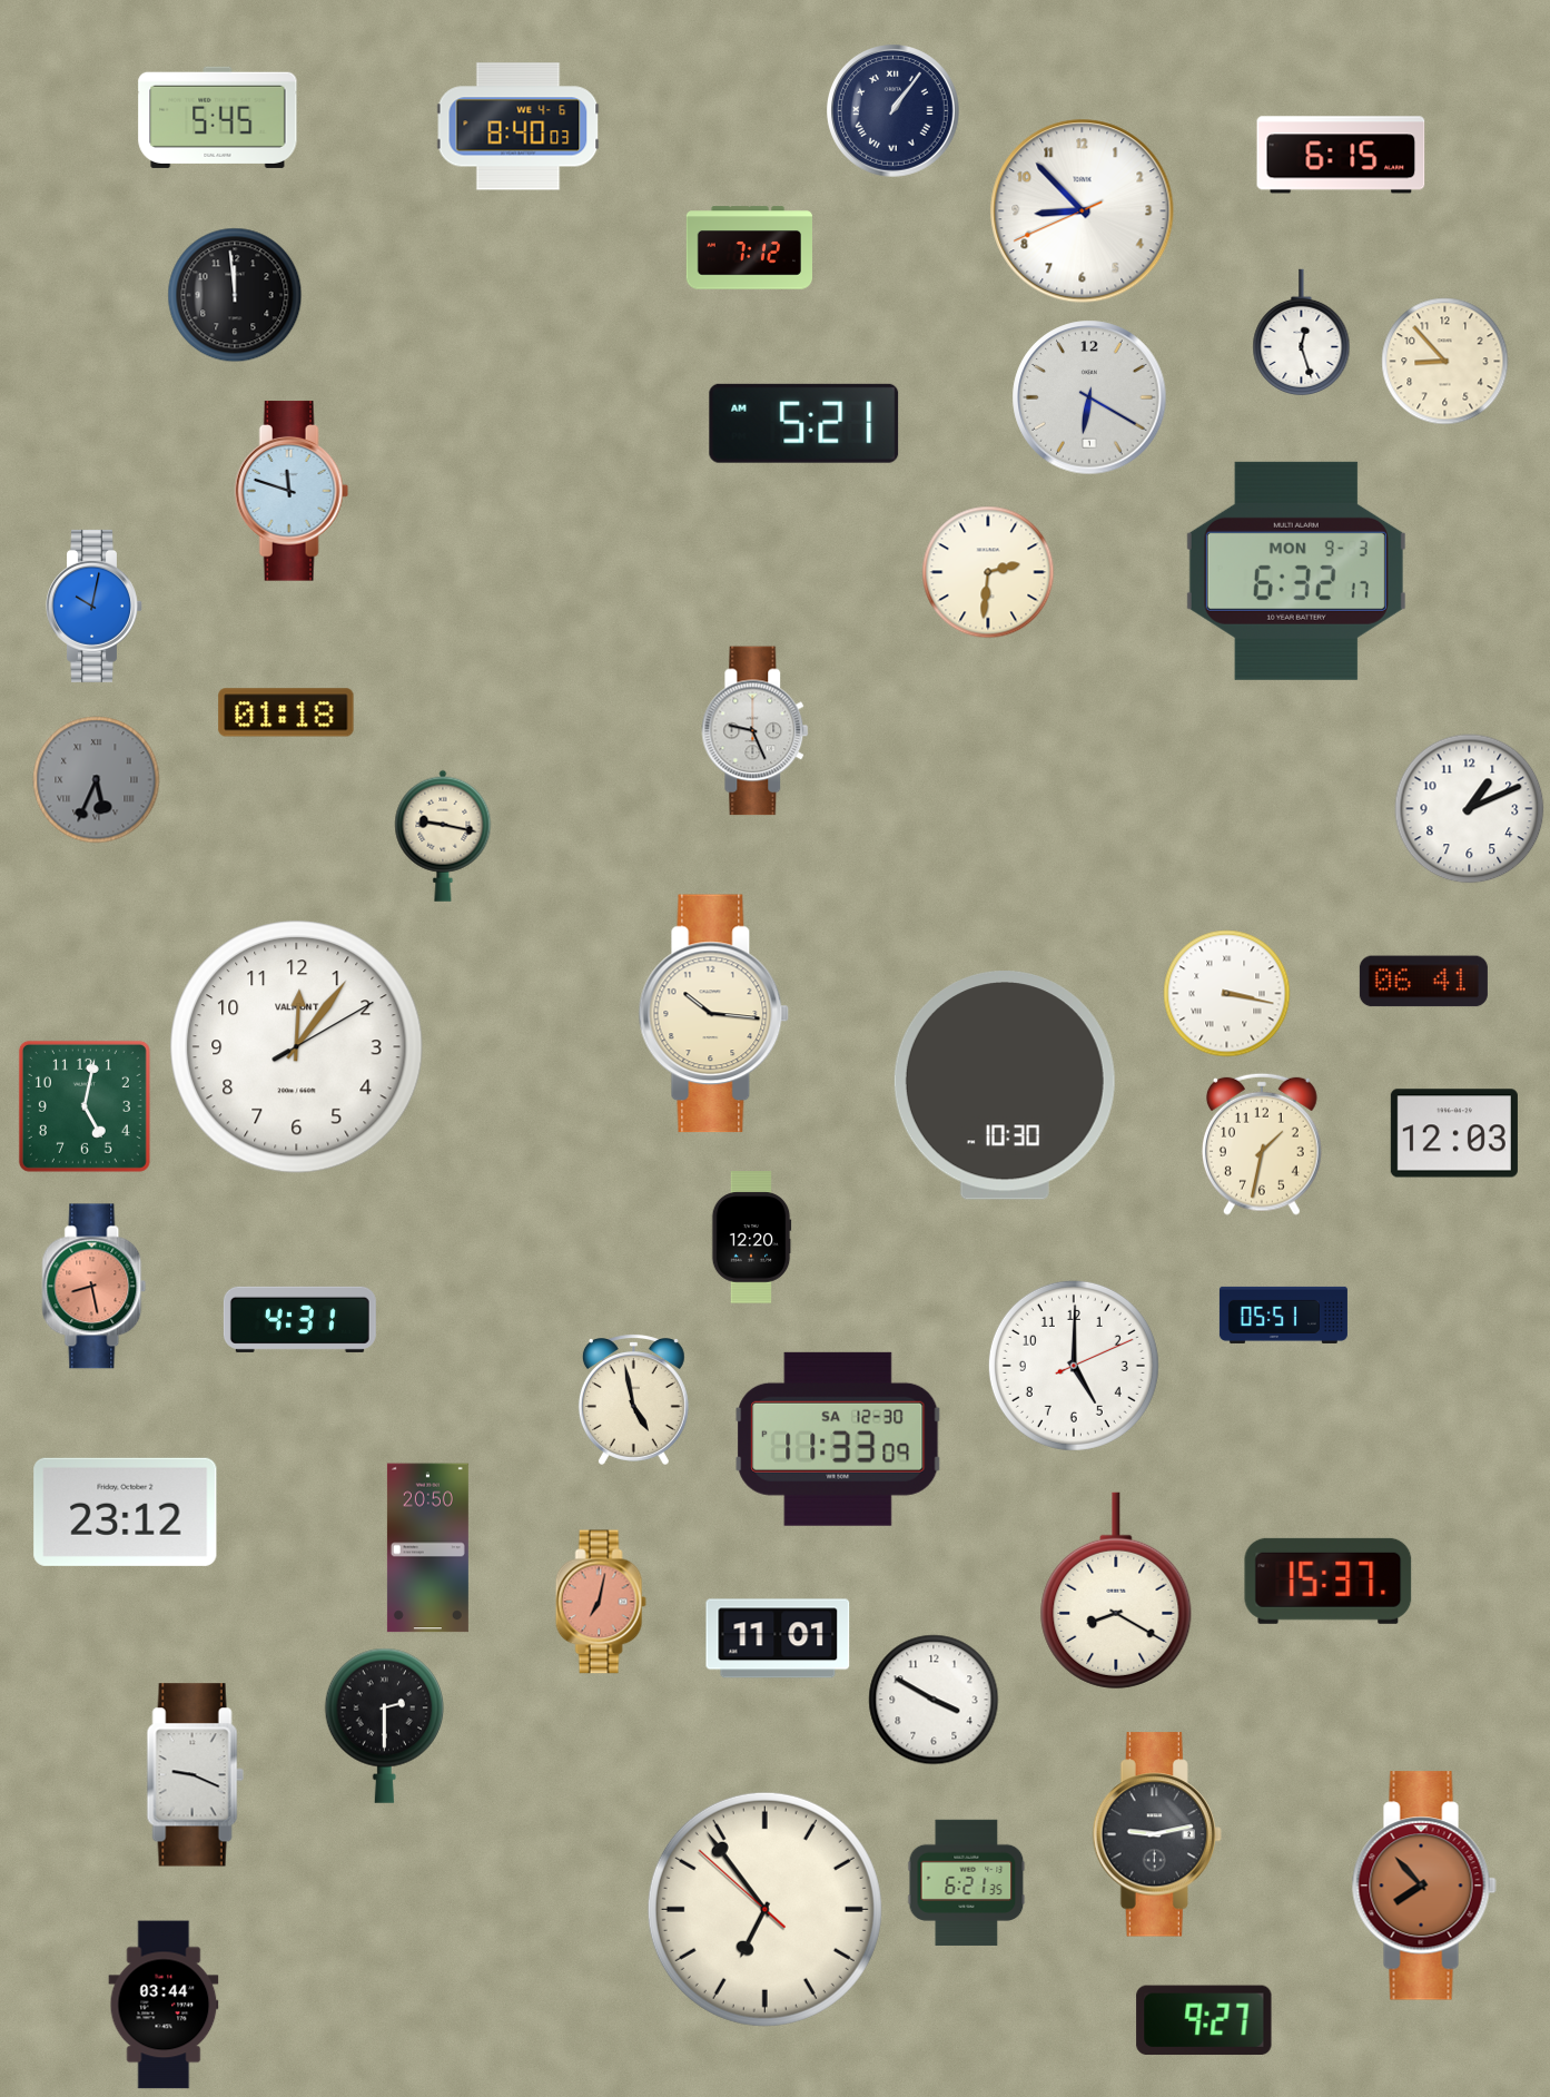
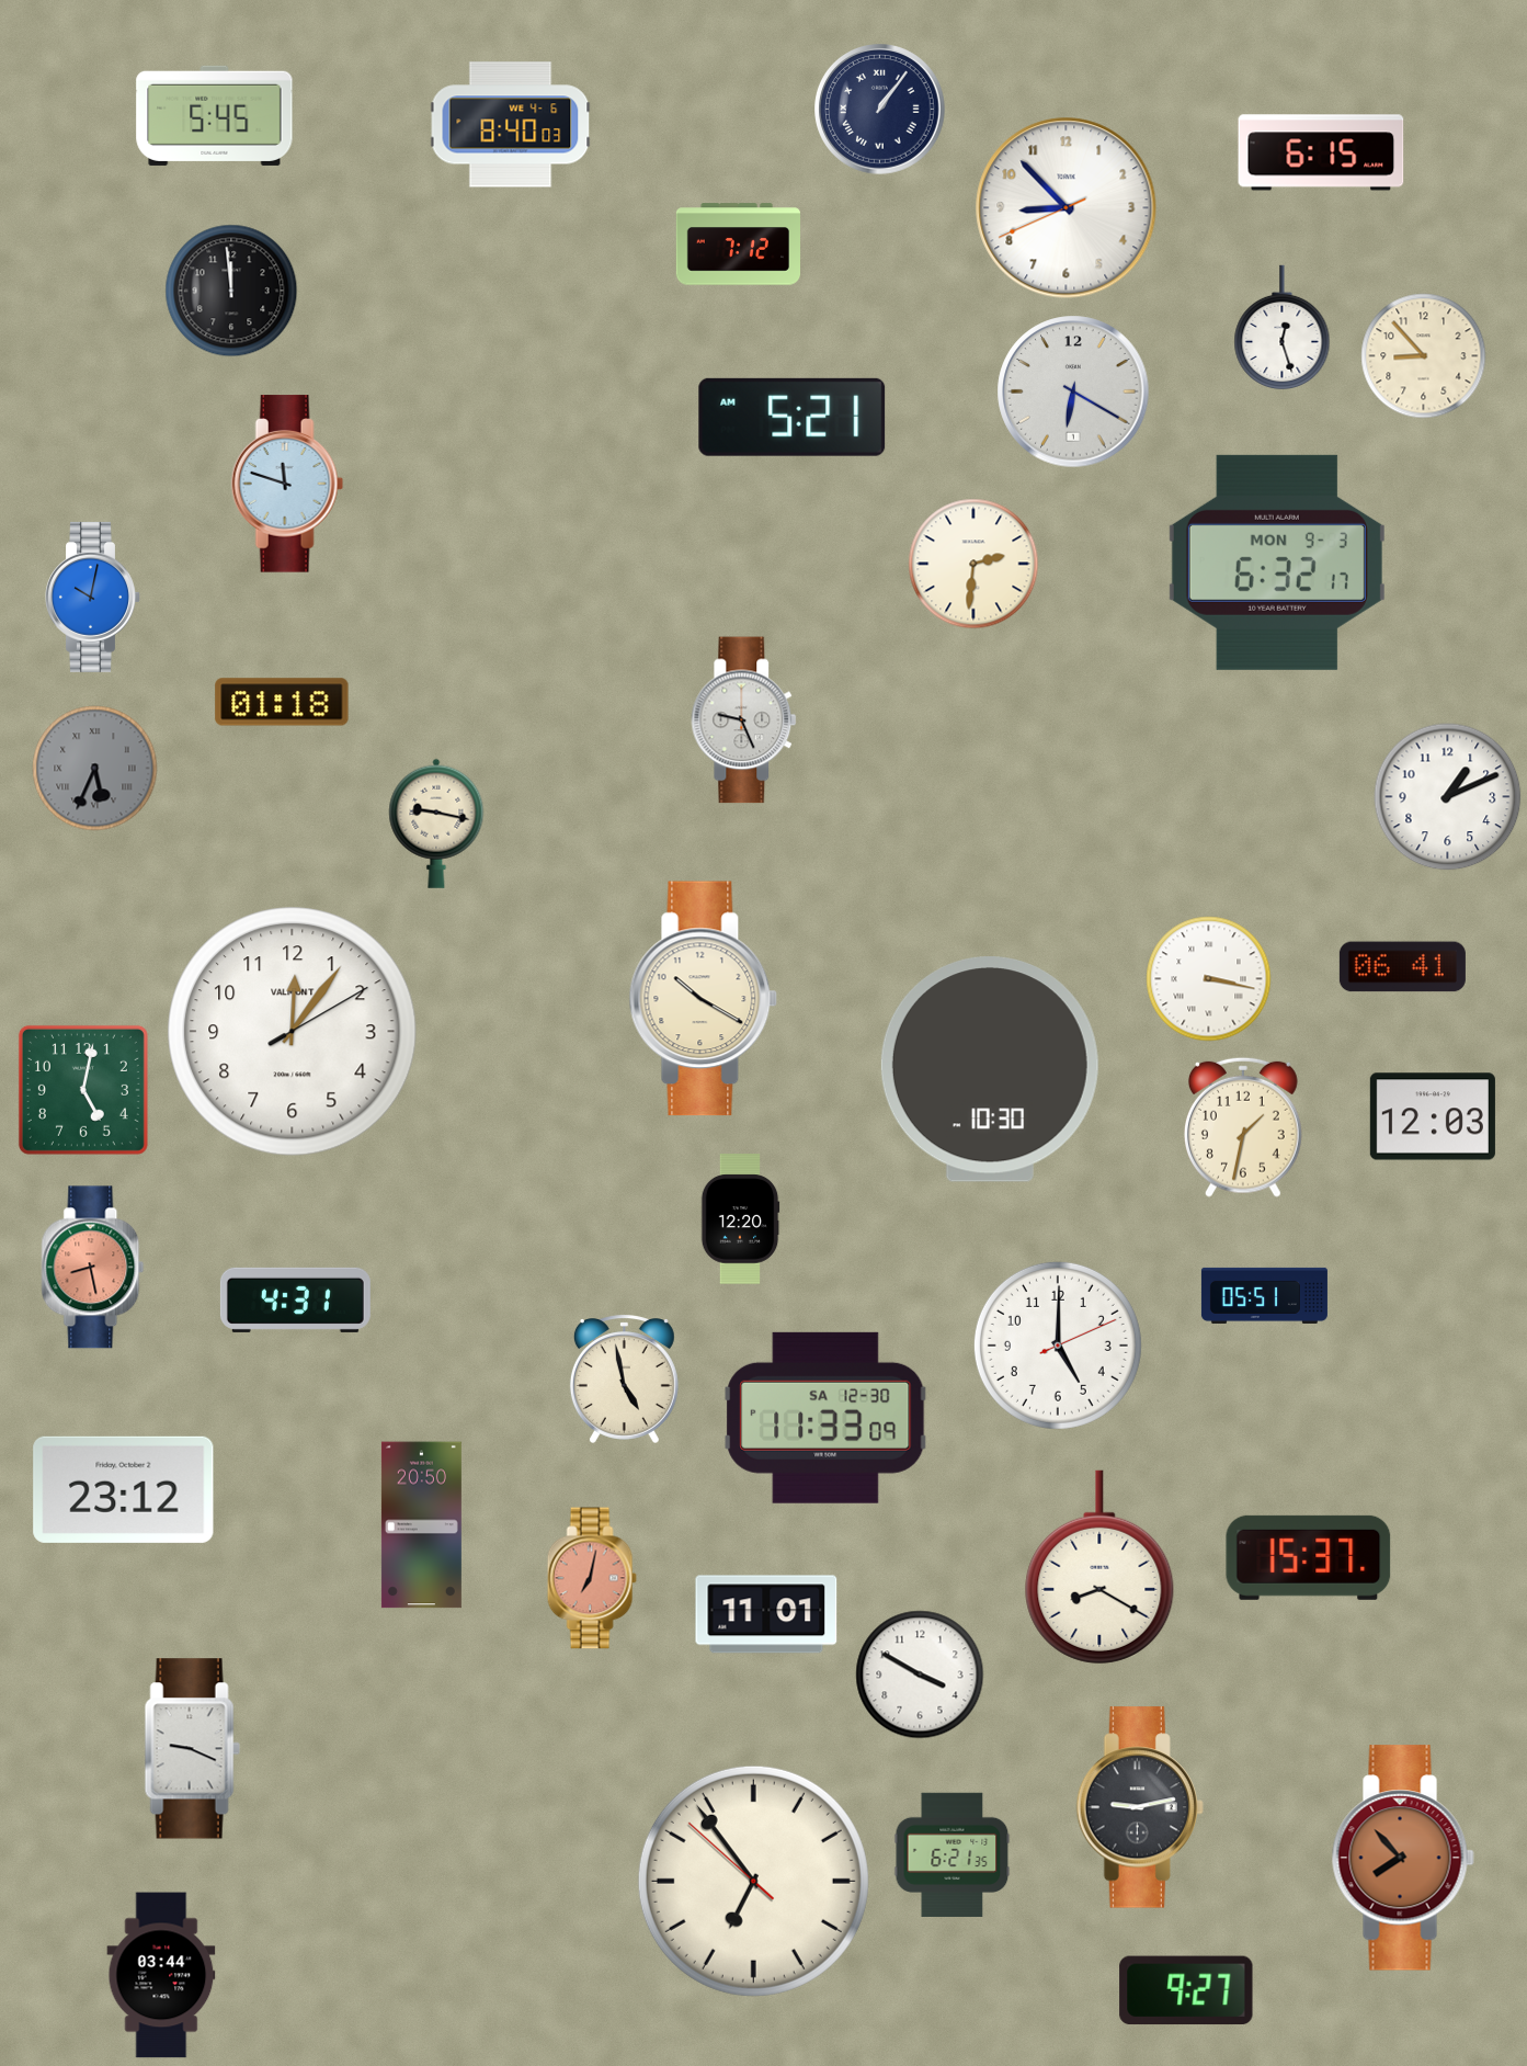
clock at (714, 1014): 10:16 -> 10:20
clock at (384, 1725): 2:30 -> none
